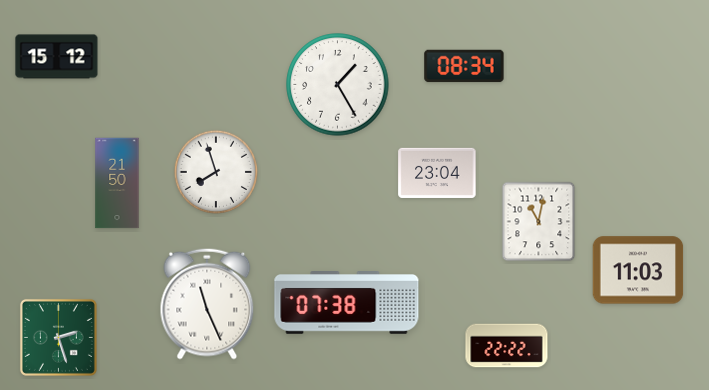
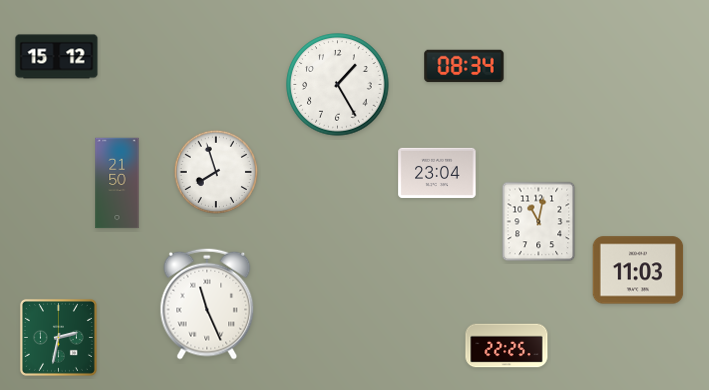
clock at (347, 303): 07:38 -> none
clock at (58, 337): 2:27 -> 2:32
clock at (507, 346): 22:22 -> 22:25
